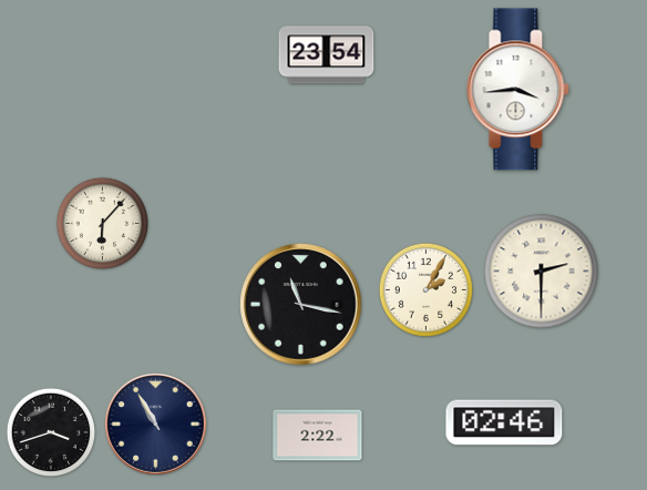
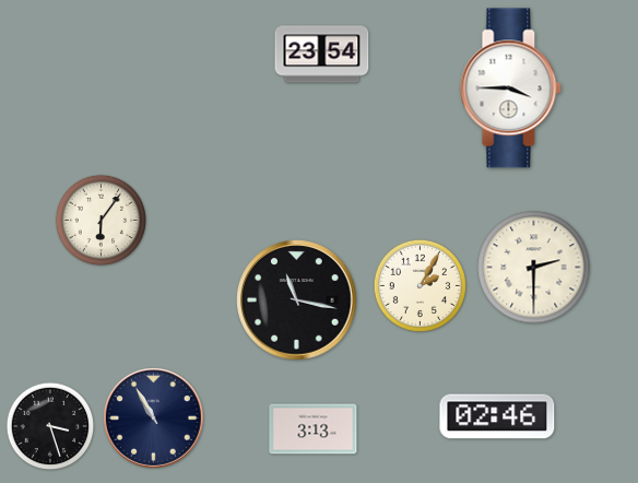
clock at (518, 90): 3:44 -> 3:45
clock at (102, 223): 6:07 -> 6:06
clock at (51, 432): 3:42 -> 3:27
clock at (318, 436): 2:22 -> 3:13
